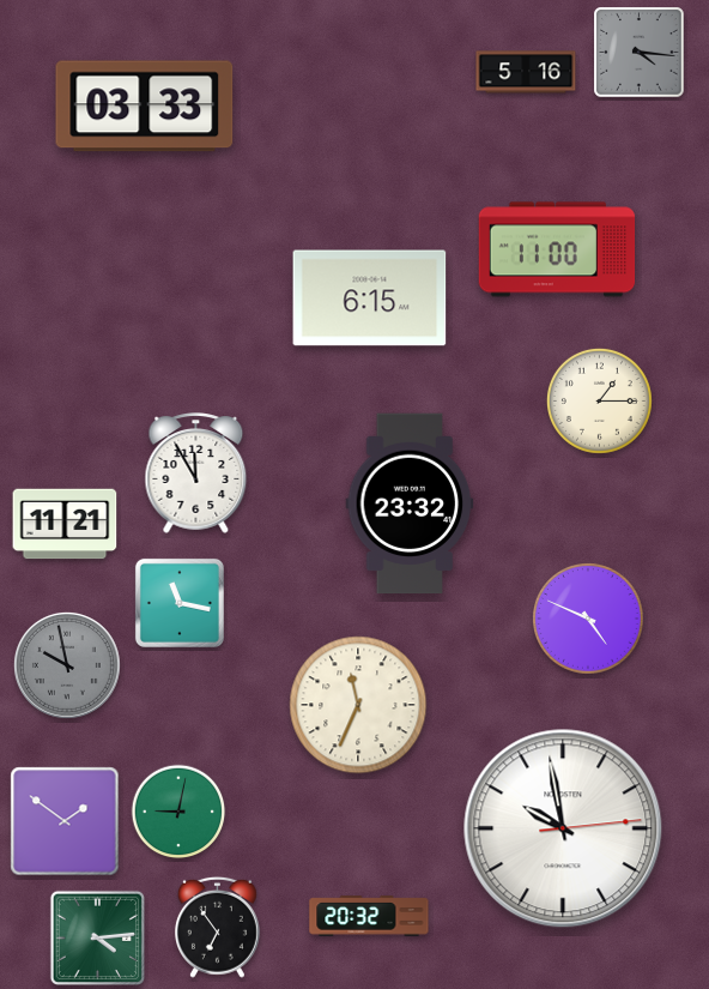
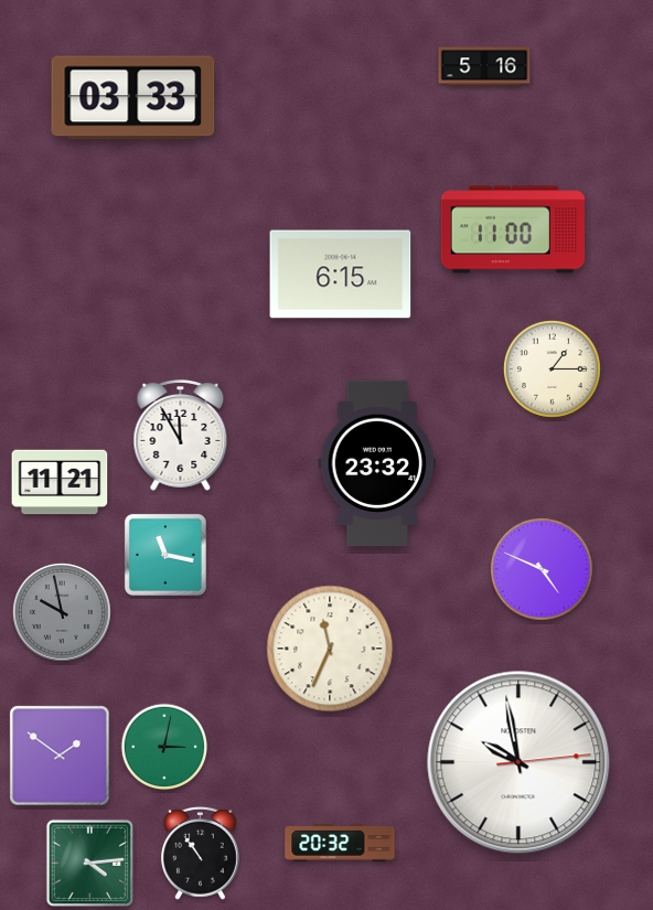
clock at (640, 53): 4:16 -> none
clock at (178, 812): 9:02 -> 3:02
clock at (217, 927): 6:54 -> 10:54
